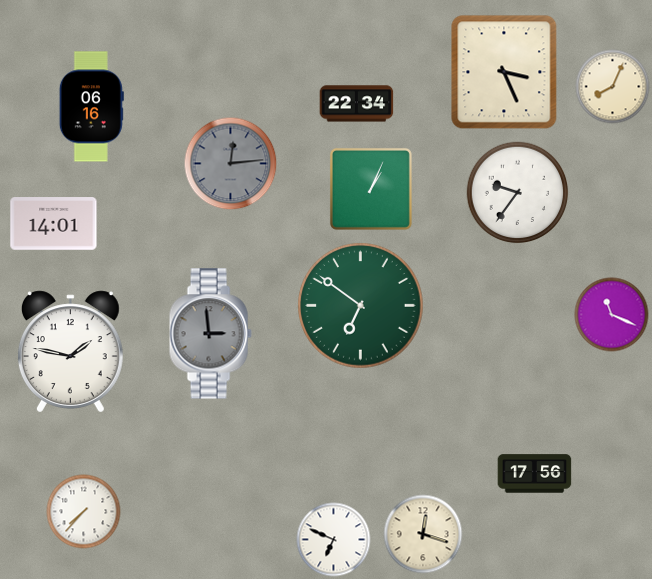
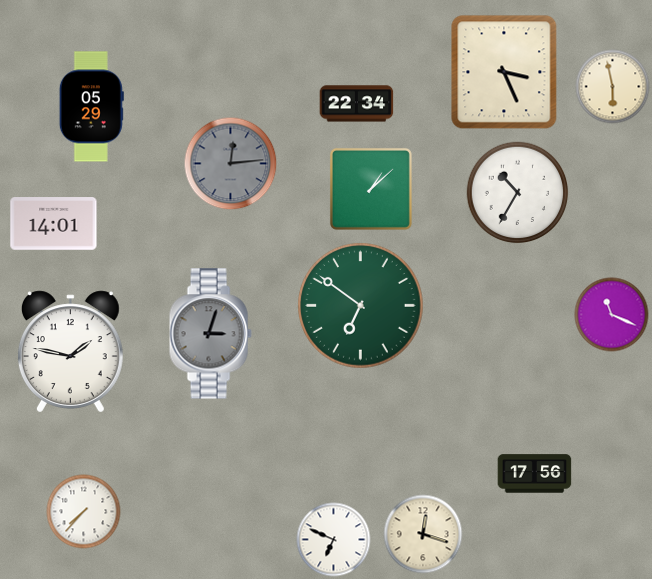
clock at (613, 87): 8:04 -> 5:58
clock at (91, 107): 06:16 -> 05:29
clock at (371, 189): 1:04 -> 1:08
clock at (518, 193): 9:36 -> 10:35
clock at (210, 334): 2:59 -> 3:03
